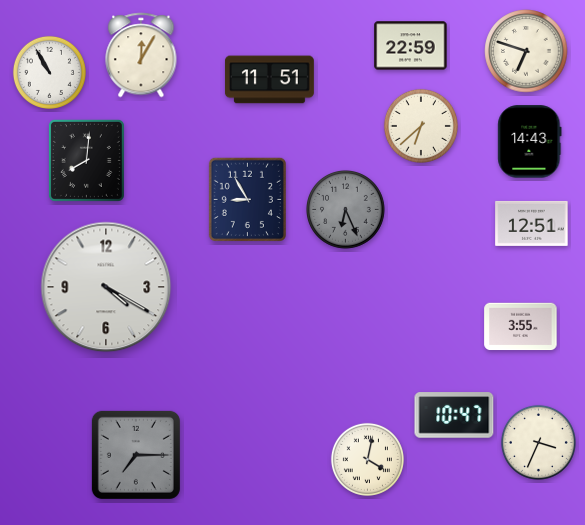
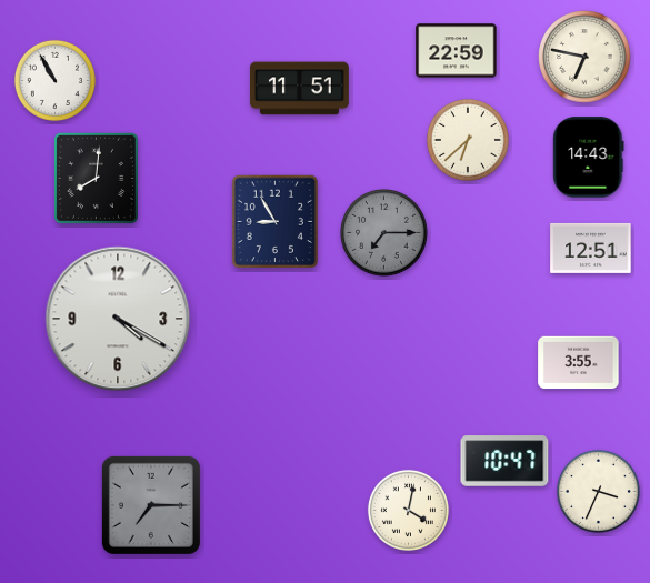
clock at (526, 51): 6:48 -> 6:47
clock at (141, 55): 12:05 -> none
clock at (346, 210): 6:26 -> 7:15
